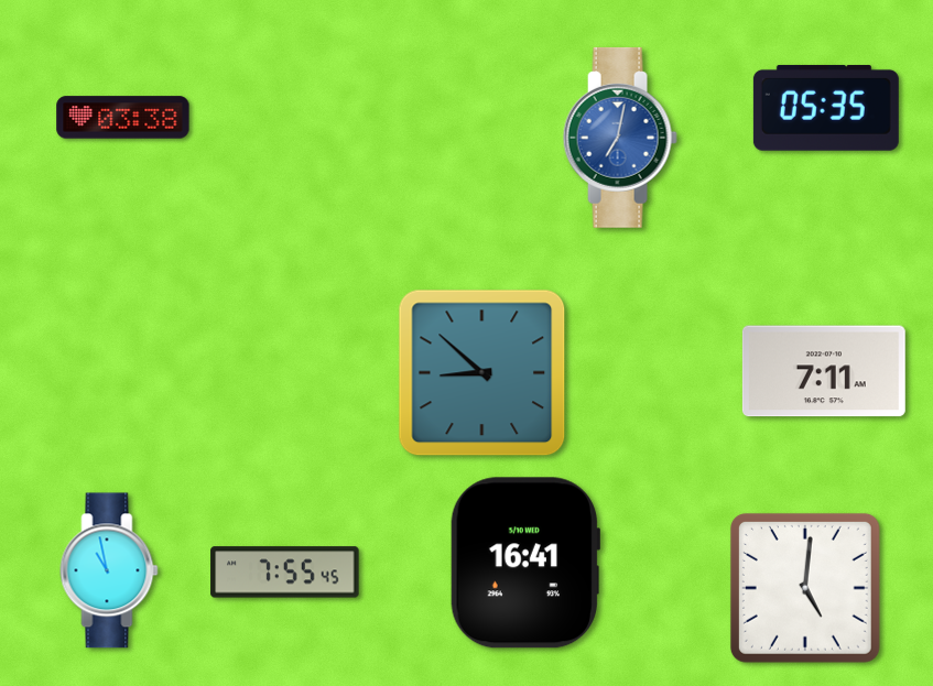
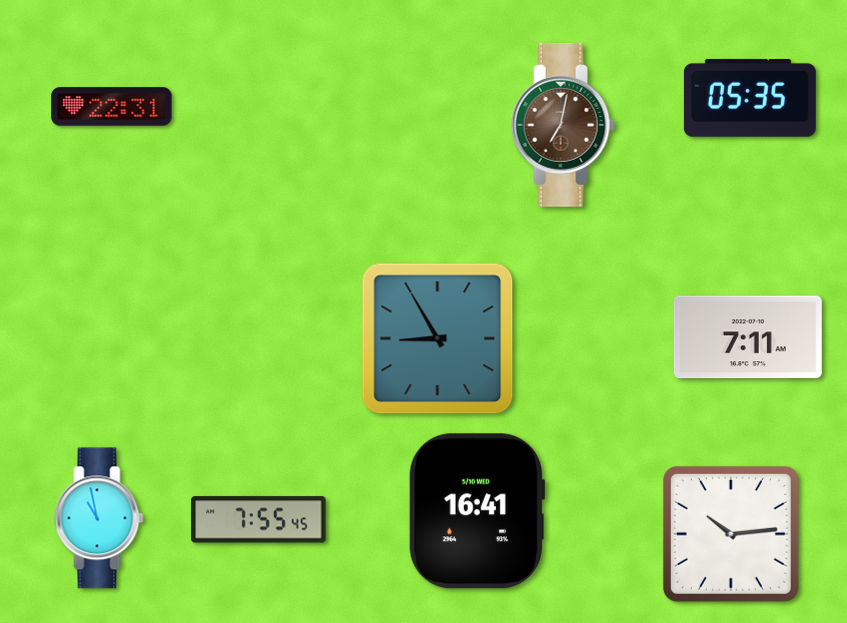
clock at (123, 118): 03:38 -> 22:31
clock at (620, 138) dial: blue -> brown
clock at (482, 373): 8:52 -> 8:55
clock at (805, 588): 5:01 -> 10:14
